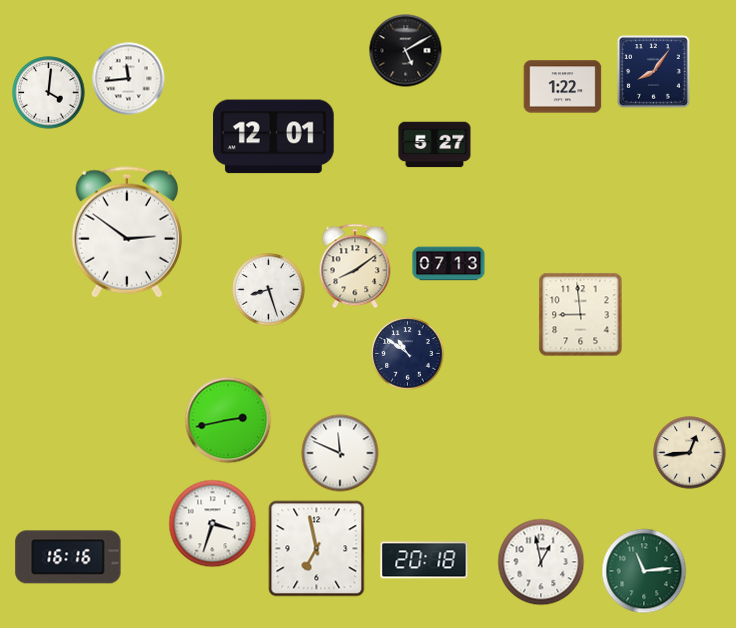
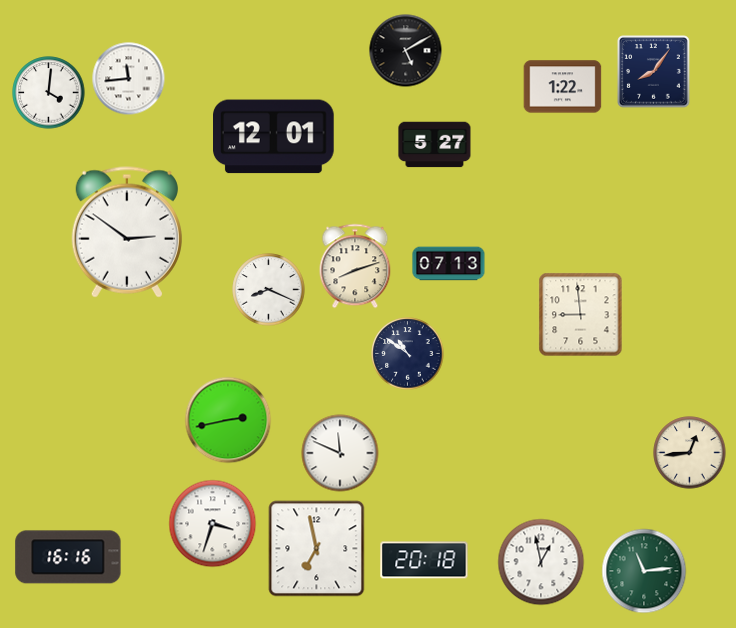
clock at (355, 266): 8:09 -> 8:12
clock at (269, 290): 8:27 -> 8:19
